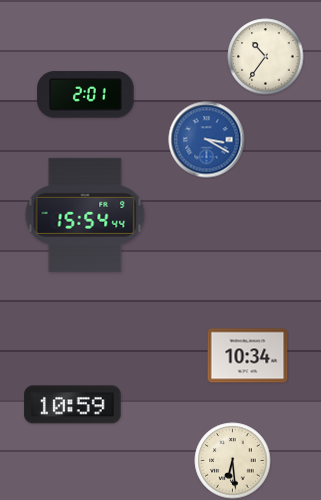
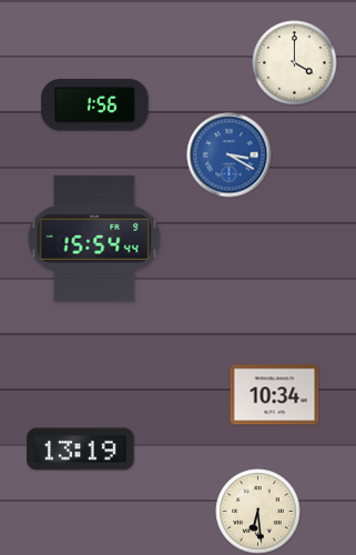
clock at (266, 57): 10:36 -> 4:00
clock at (86, 95): 2:01 -> 1:56
clock at (73, 405): 10:59 -> 13:19
